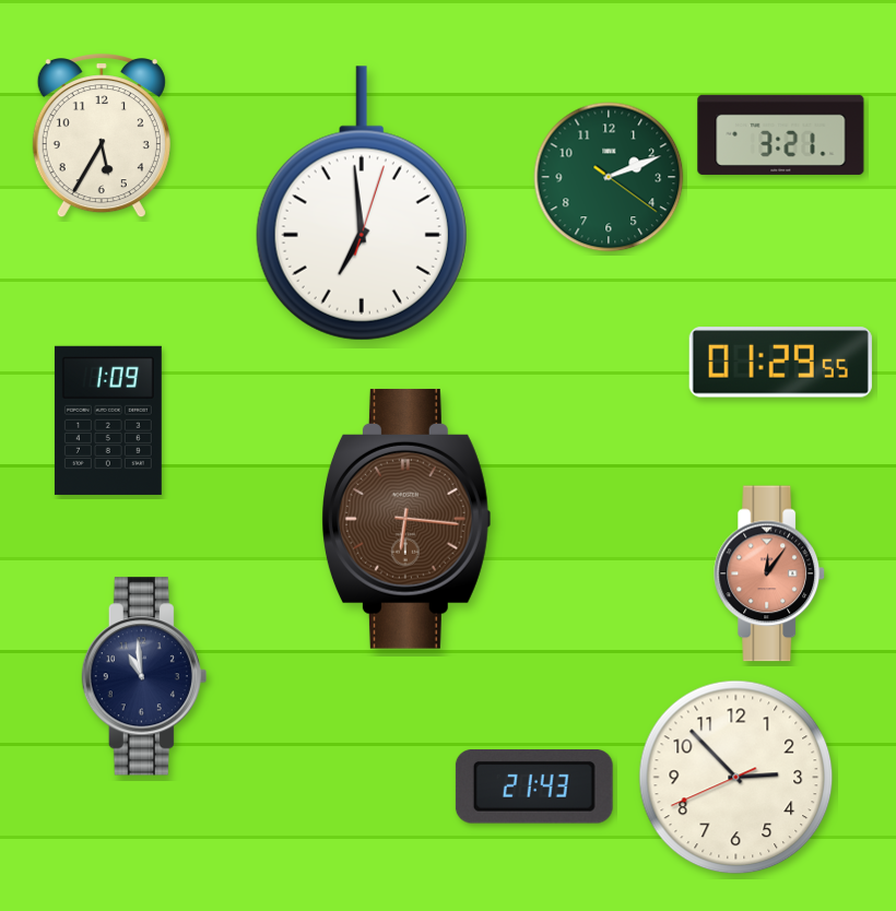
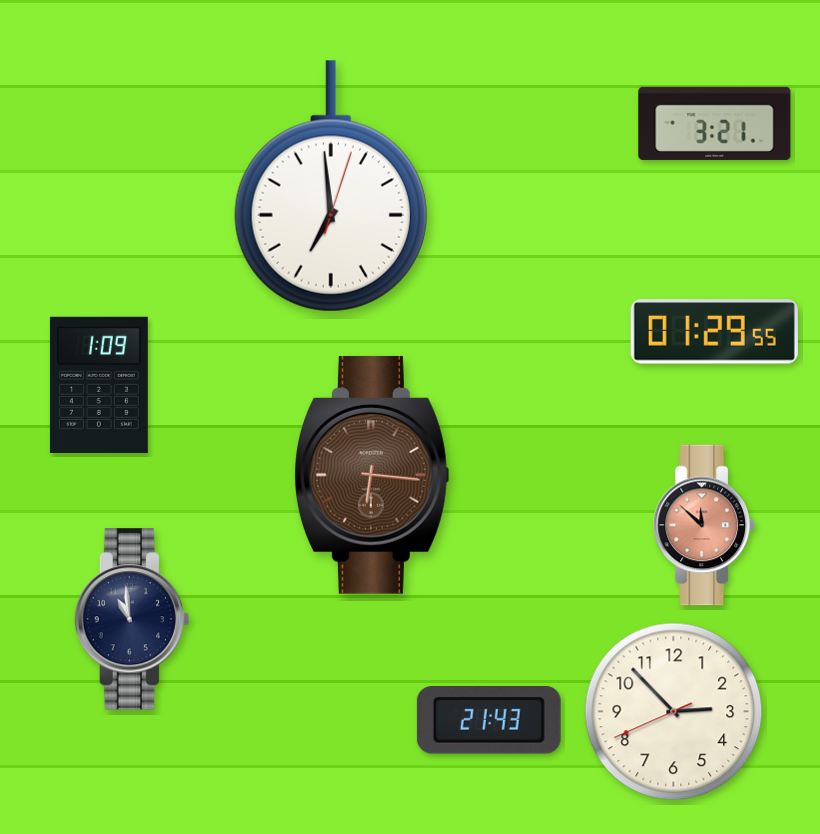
clock at (102, 137): 5:35 -> none
clock at (609, 177): 2:11 -> none
clock at (769, 573): 12:06 -> 11:52
